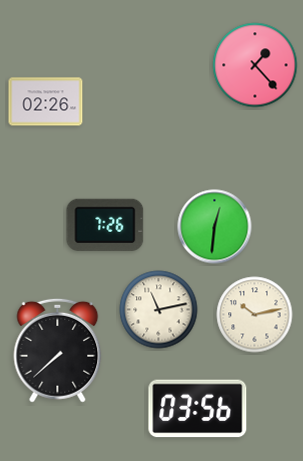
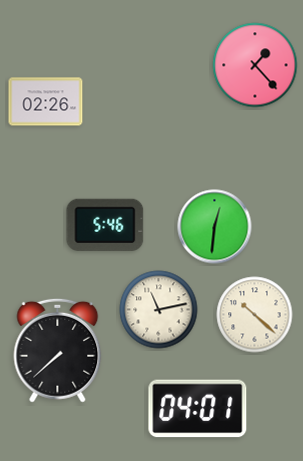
clock at (105, 225): 7:26 -> 5:46
clock at (255, 315): 10:13 -> 10:22
clock at (198, 409): 03:56 -> 04:01
